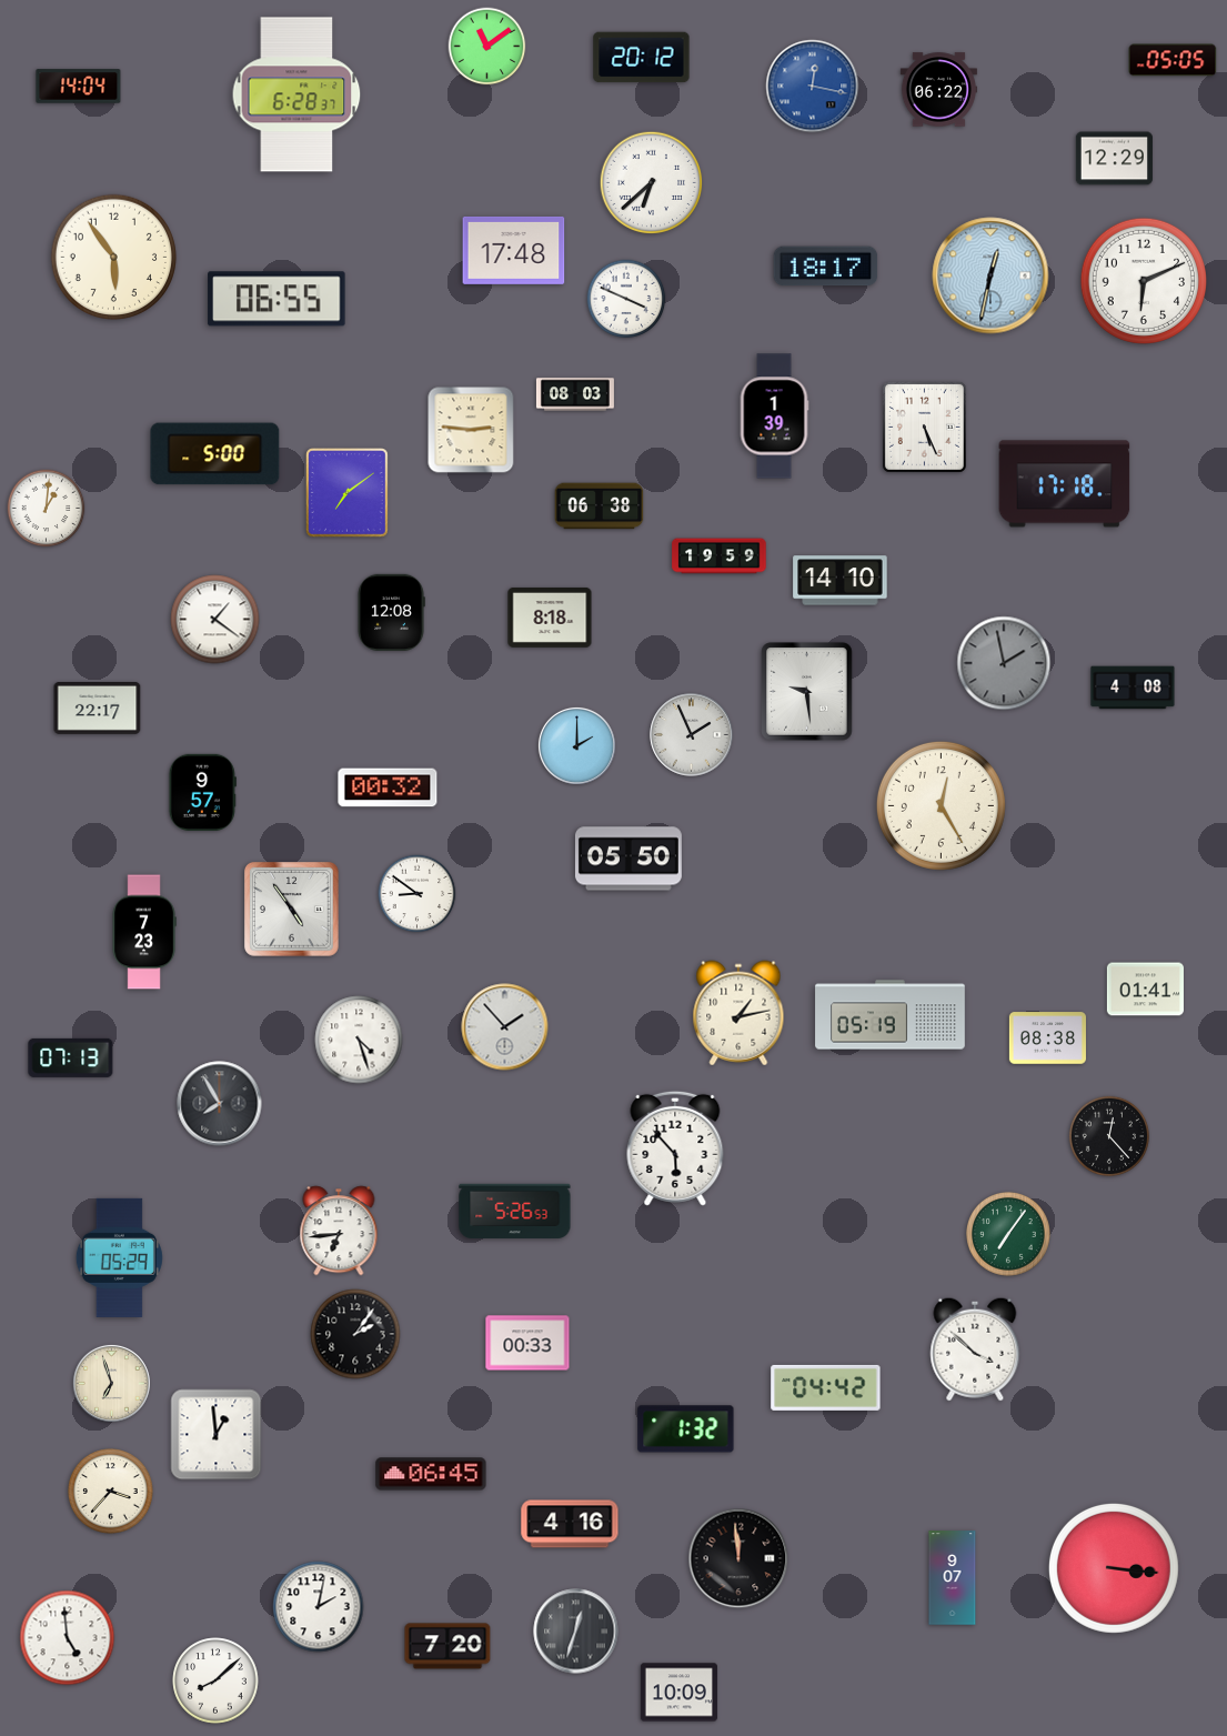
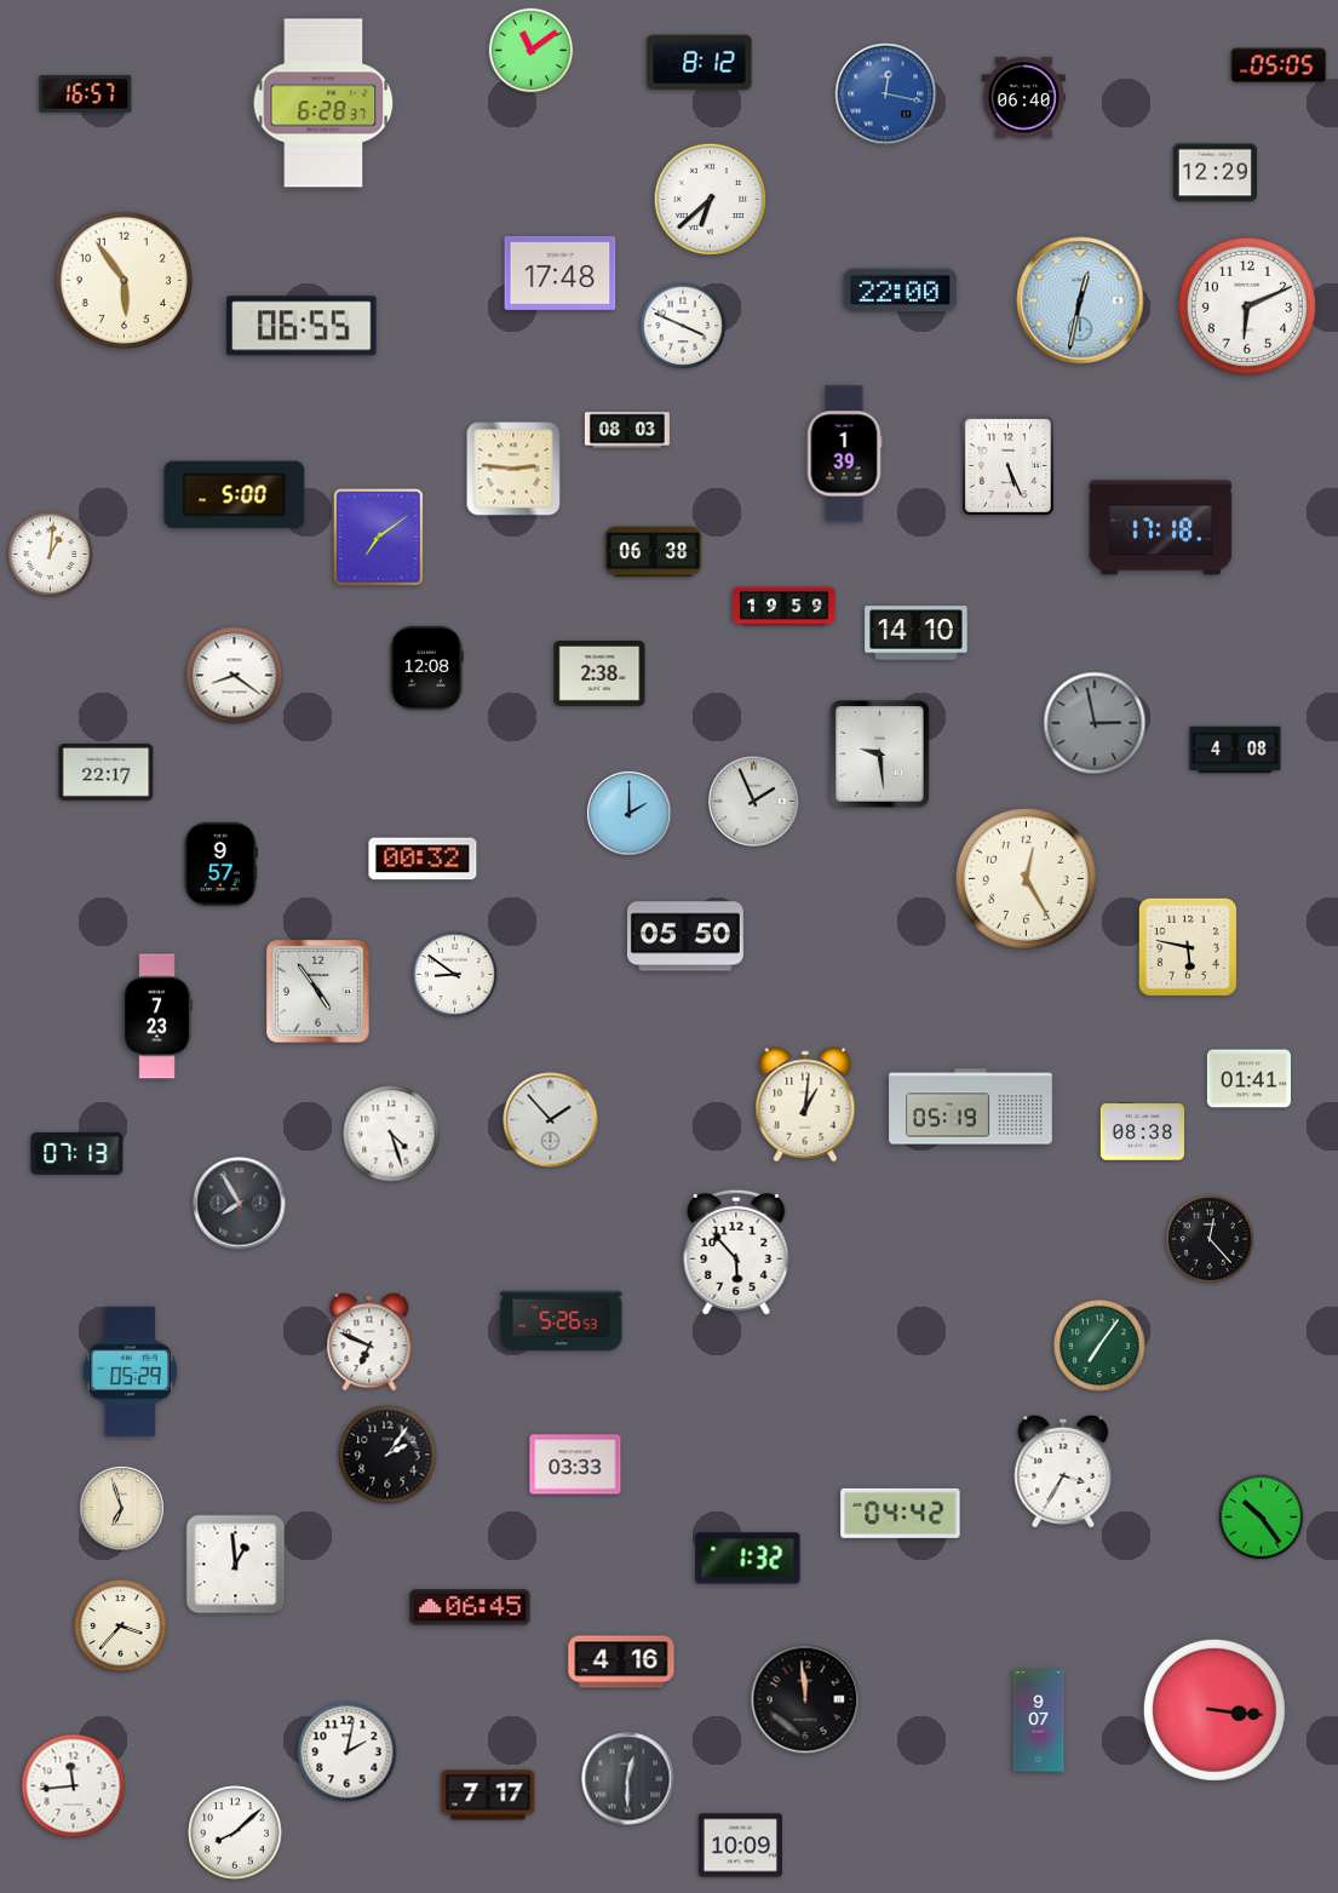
clock at (642, 58): 20:12 -> 8:12
clock at (79, 87): 14:04 -> 16:57
clock at (938, 90): 06:22 -> 06:40
clock at (826, 267): 18:17 -> 22:00
clock at (550, 618): 8:18 -> 2:38
clock at (215, 620): 1:21 -> 8:21
clock at (1004, 663): 1:58 -> 2:58
clock at (1188, 947): none -> 5:47
clock at (738, 1013): 1:13 -> 1:01
clock at (339, 1231): 6:44 -> 6:49
clock at (527, 1343): 00:33 -> 03:33
clock at (975, 1349): 3:52 -> 3:35
clock at (1262, 1518): none -> 10:24
clock at (576, 1632): 12:33 -> 12:30
clock at (68, 1638): 4:59 -> 11:44
clock at (447, 1646): 7:20 -> 7:17
